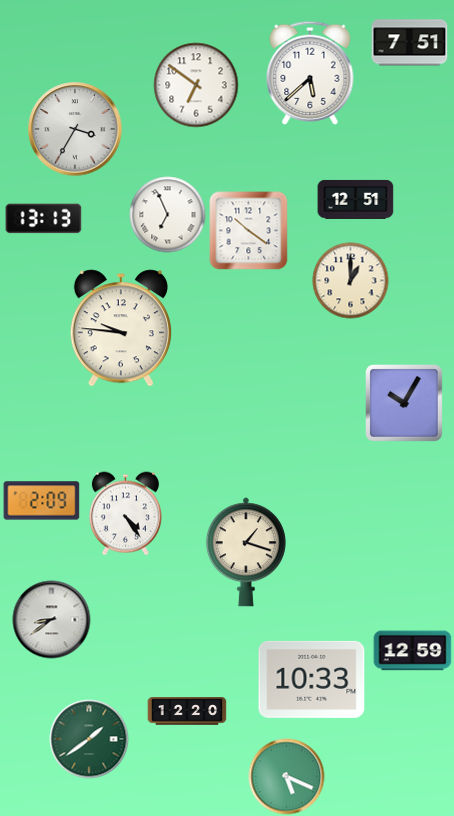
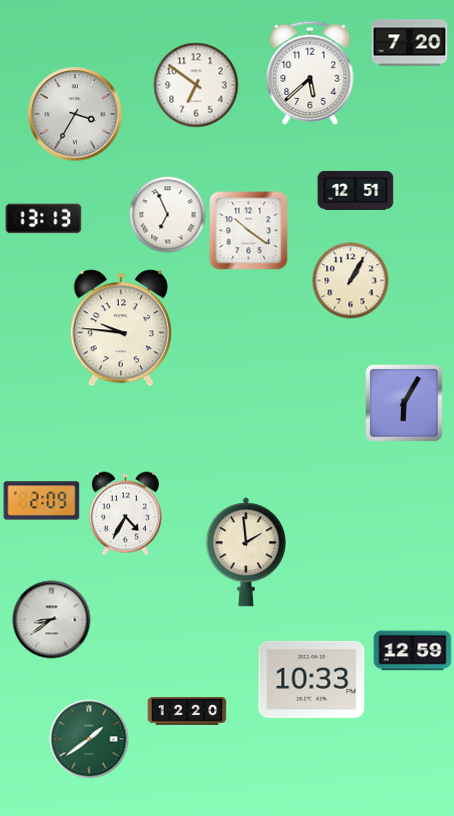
clock at (410, 43): 7:51 -> 7:20
clock at (75, 129) position: (75, 129) -> (75, 114)
clock at (356, 199) position: (356, 199) -> (356, 190)
clock at (351, 281): 1:00 -> 1:05
clock at (405, 404): 10:05 -> 6:05
clock at (125, 514): 4:24 -> 4:35
clock at (246, 552): 1:18 -> 1:59
clock at (287, 777): 5:19 -> none
